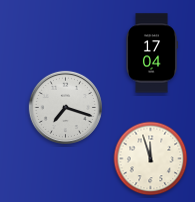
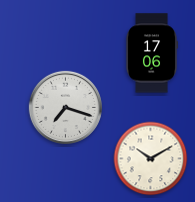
clock at (152, 53): 17:04 -> 17:06
clock at (151, 159): 11:57 -> 10:10
